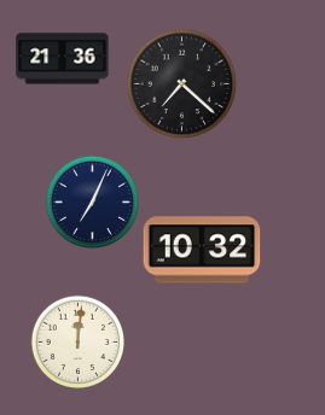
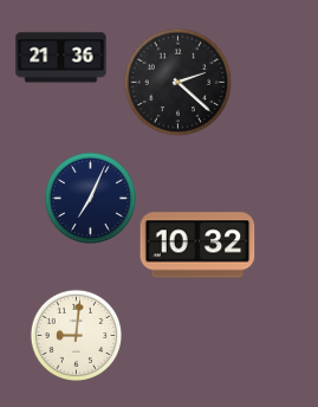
clock at (181, 83): 7:22 -> 2:22
clock at (77, 341): 12:01 -> 9:01
